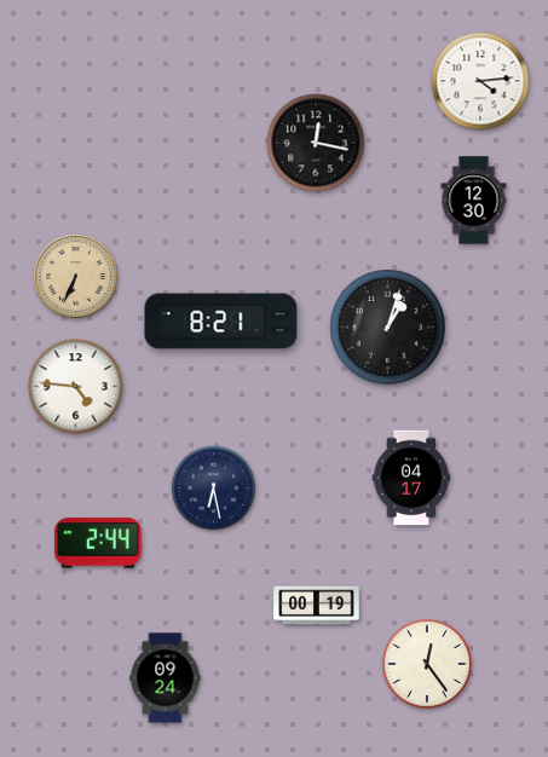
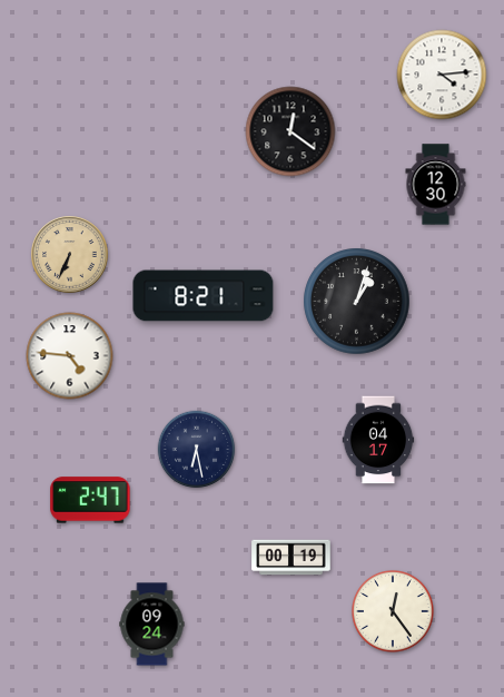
clock at (316, 143): 12:17 -> 12:21
clock at (98, 543): 2:44 -> 2:47
